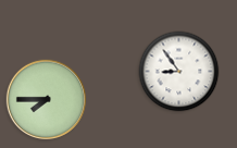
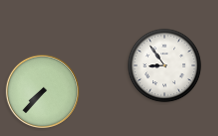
clock at (46, 99): 7:45 -> 7:37
